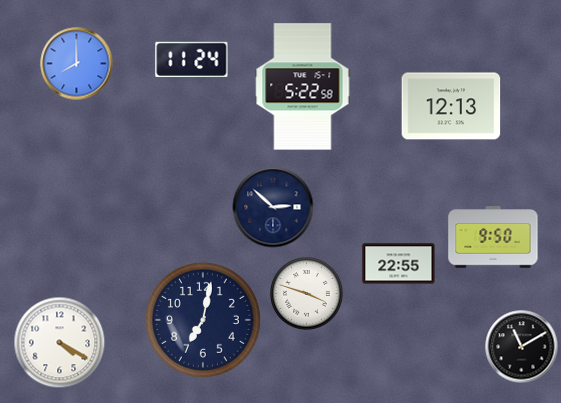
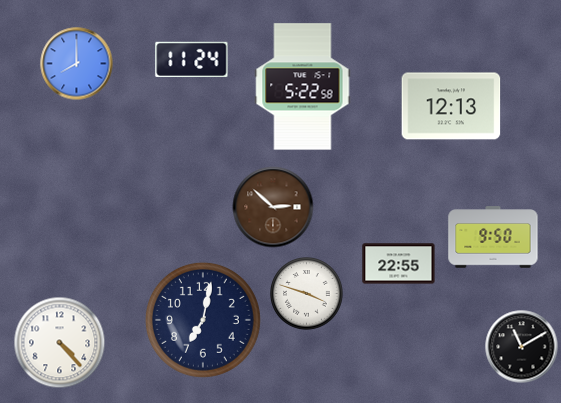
clock at (273, 207) dial: navy -> brown
clock at (60, 343): 4:20 -> 4:23
